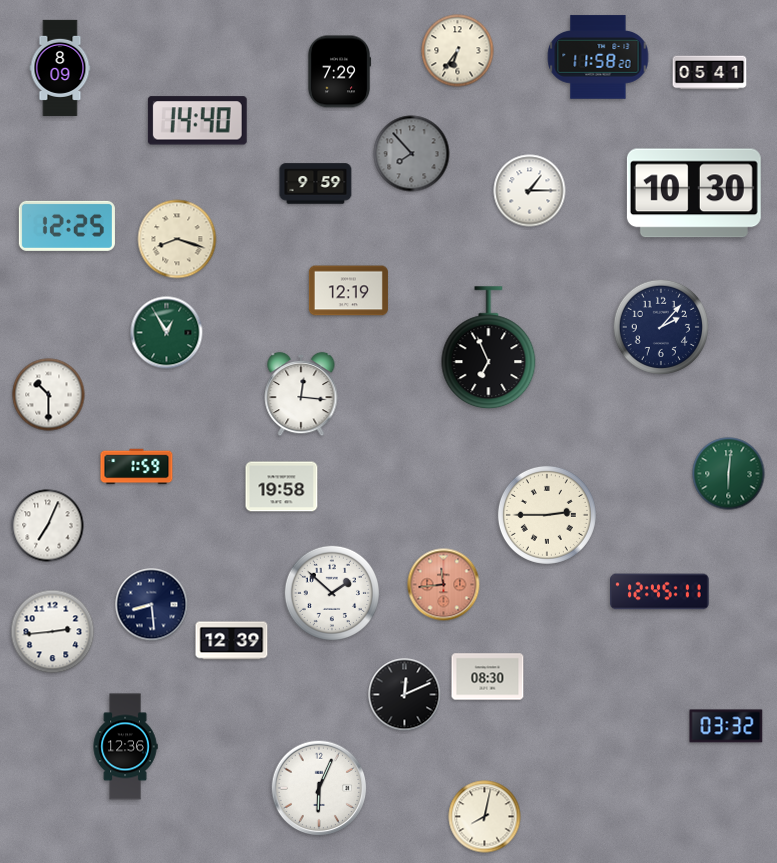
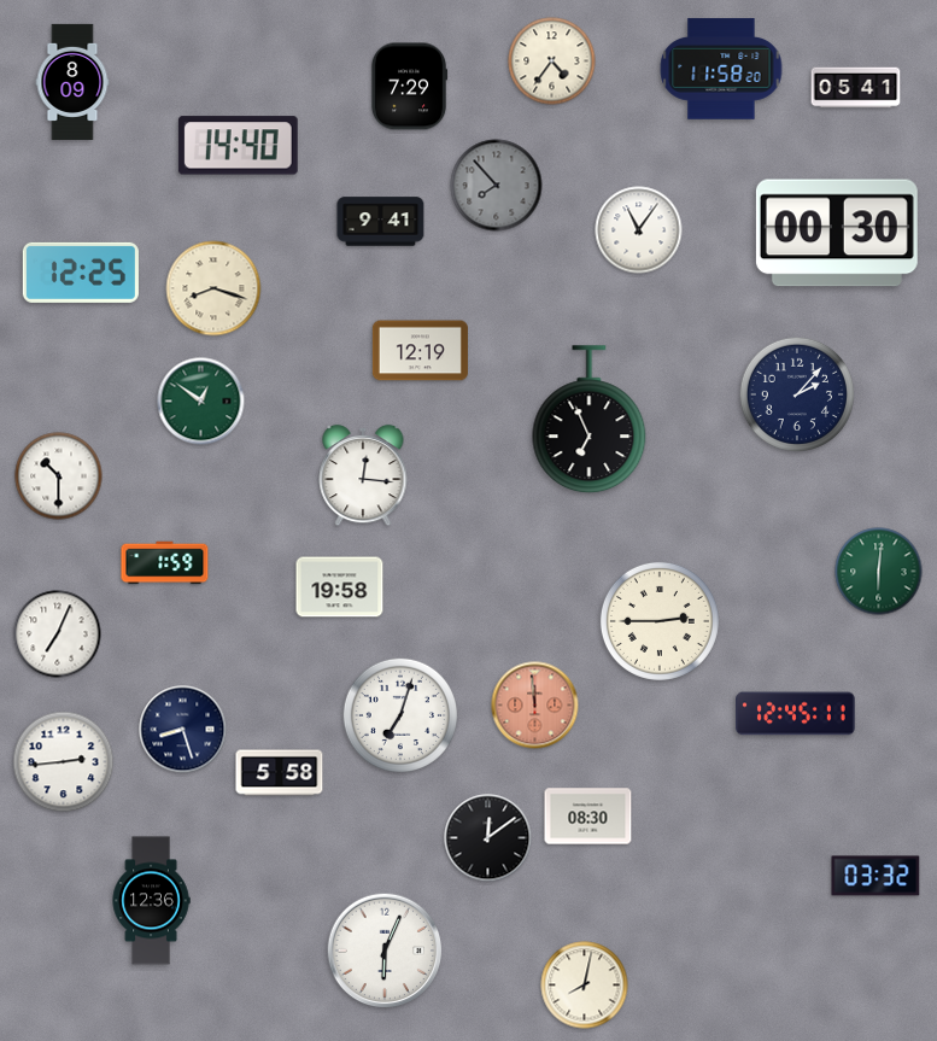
clock at (458, 51): 6:36 -> 4:36
clock at (316, 184): 9:59 -> 9:41
clock at (530, 191): 1:15 -> 11:06
clock at (694, 193): 10:30 -> 00:30
clock at (167, 333): 12:55 -> 12:51
clock at (444, 585): 11:44 -> 11:59
clock at (331, 592): 1:52 -> 7:03
clock at (152, 605): 8:29 -> 8:27
clock at (232, 641): 12:39 -> 5:58
clock at (405, 695): 12:11 -> 12:09
